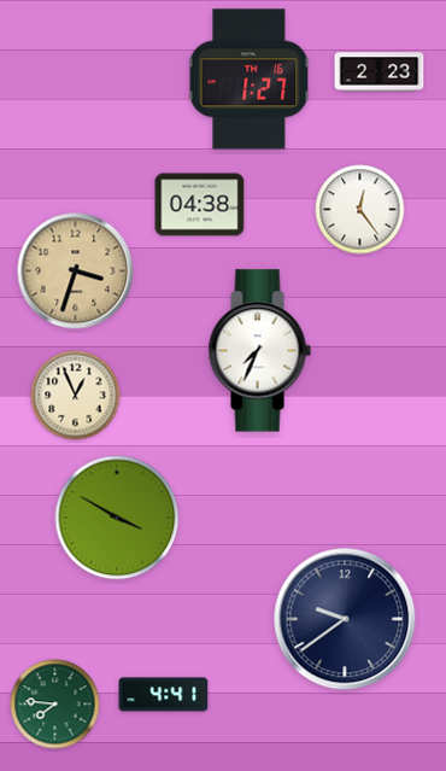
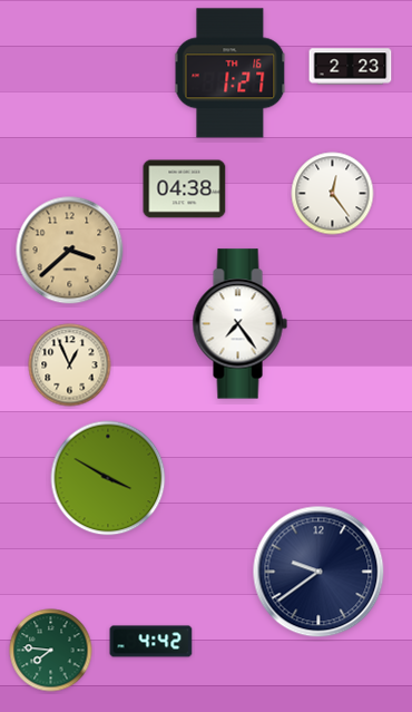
clock at (76, 271): 3:33 -> 3:38
clock at (259, 351): 7:34 -> 7:24
clock at (164, 695): 4:41 -> 4:42
